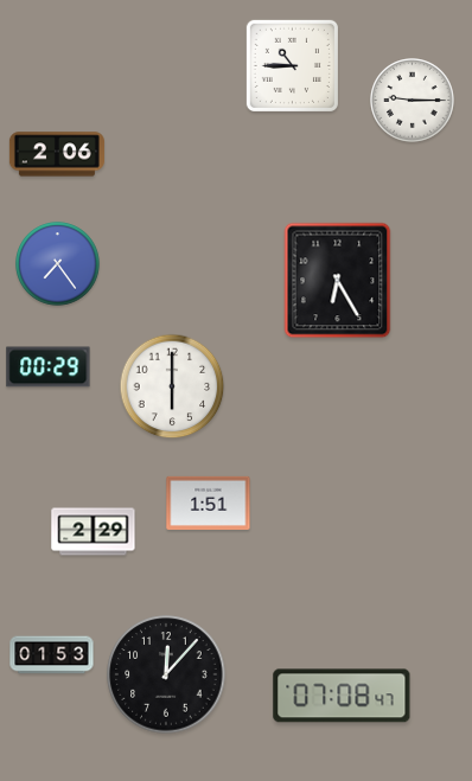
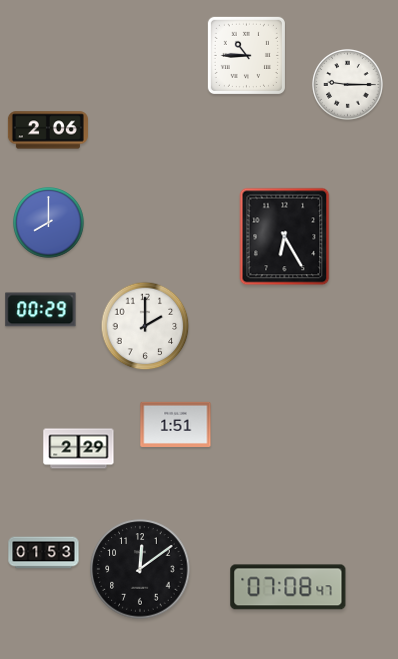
clock at (58, 264): 7:24 -> 8:00
clock at (172, 386): 6:00 -> 2:00
clock at (166, 674): 12:07 -> 12:09
